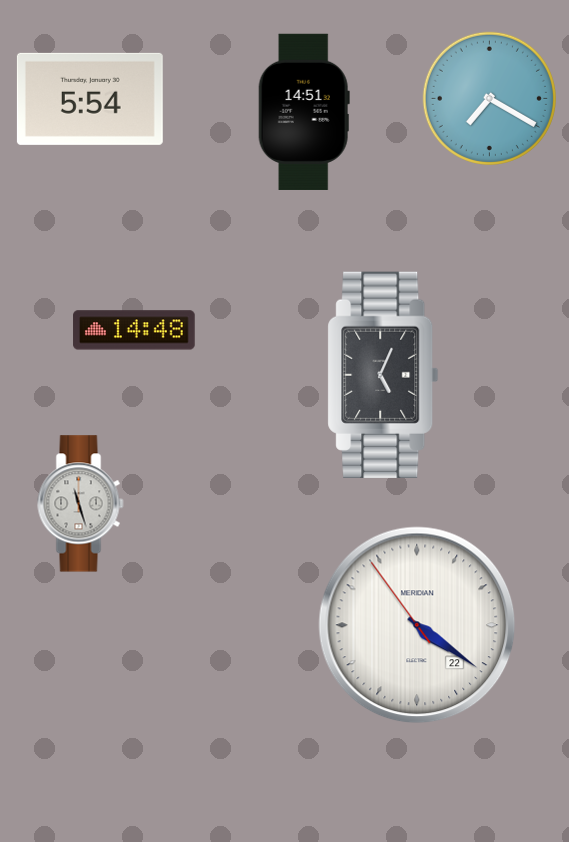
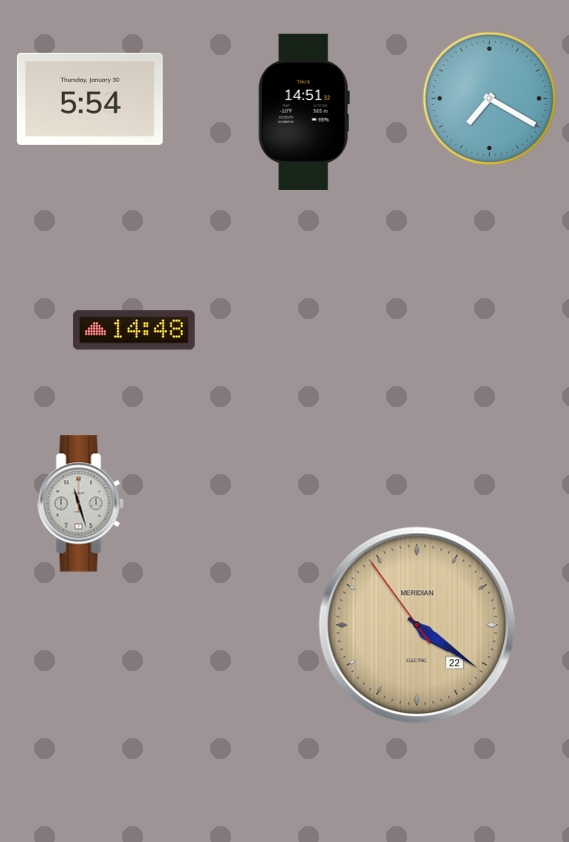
clock at (383, 375): 5:04 -> none
clock at (417, 625) dial: white -> champagne
